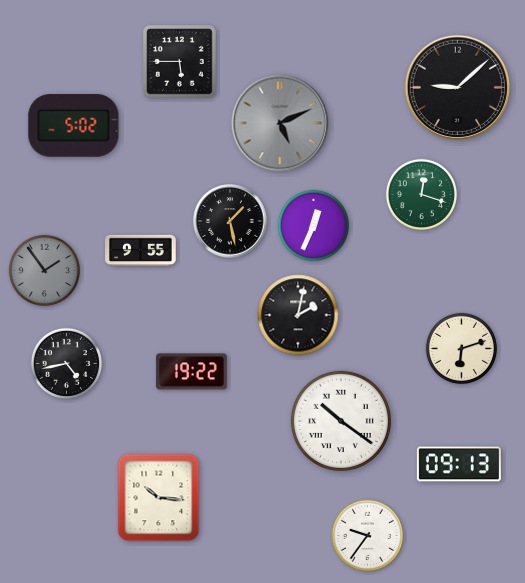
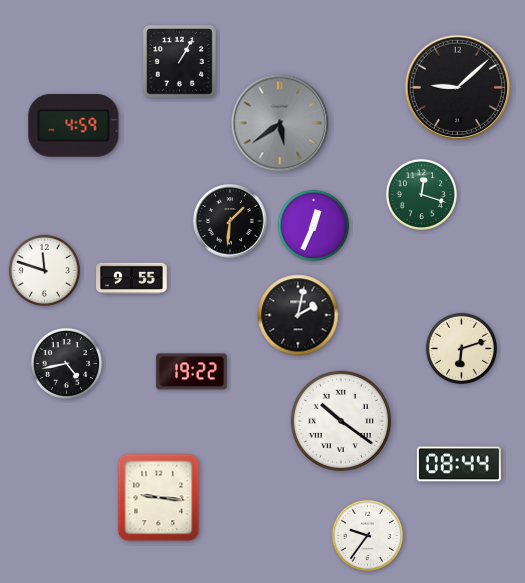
clock at (180, 62): 5:45 -> 1:05
clock at (280, 123): 5:11 -> 5:39
clock at (74, 126): 5:02 -> 4:59
clock at (230, 221): 1:28 -> 1:31
clock at (141, 250) position: (141, 250) -> (132, 278)
clock at (44, 270): 1:54 -> 11:48
clock at (44, 270) dial: grey -> white
clock at (459, 464): 09:13 -> 08:44
clock at (159, 498): 10:16 -> 9:16
